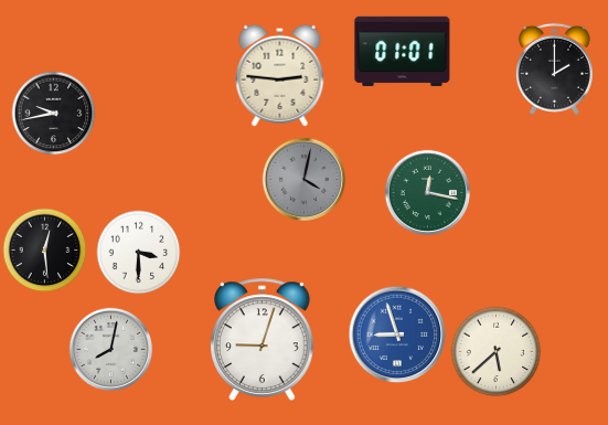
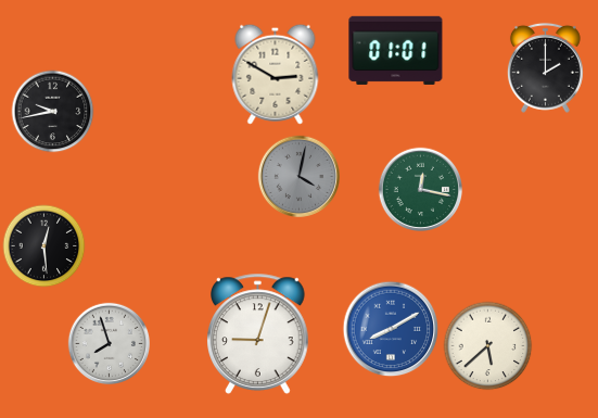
clock at (280, 75): 2:46 -> 2:50
clock at (139, 253): 3:30 -> none
clock at (397, 334): 8:57 -> 8:10
clock at (110, 349): 8:02 -> 7:57
